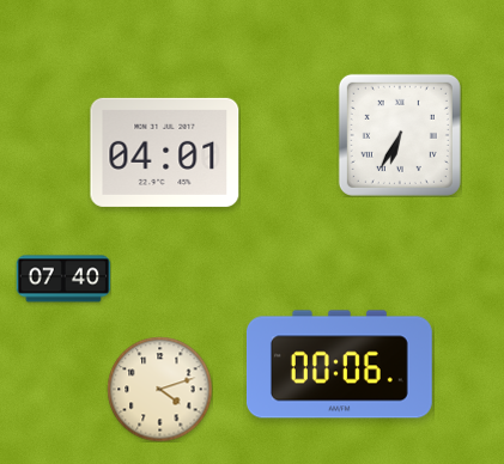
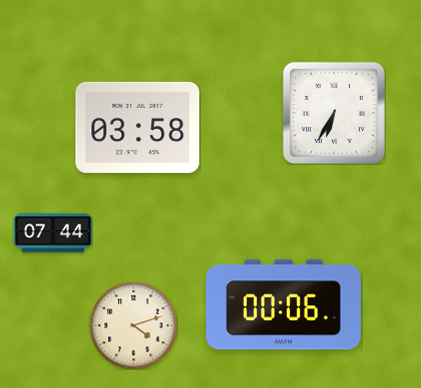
clock at (165, 152): 04:01 -> 03:58
clock at (63, 279): 07:40 -> 07:44
